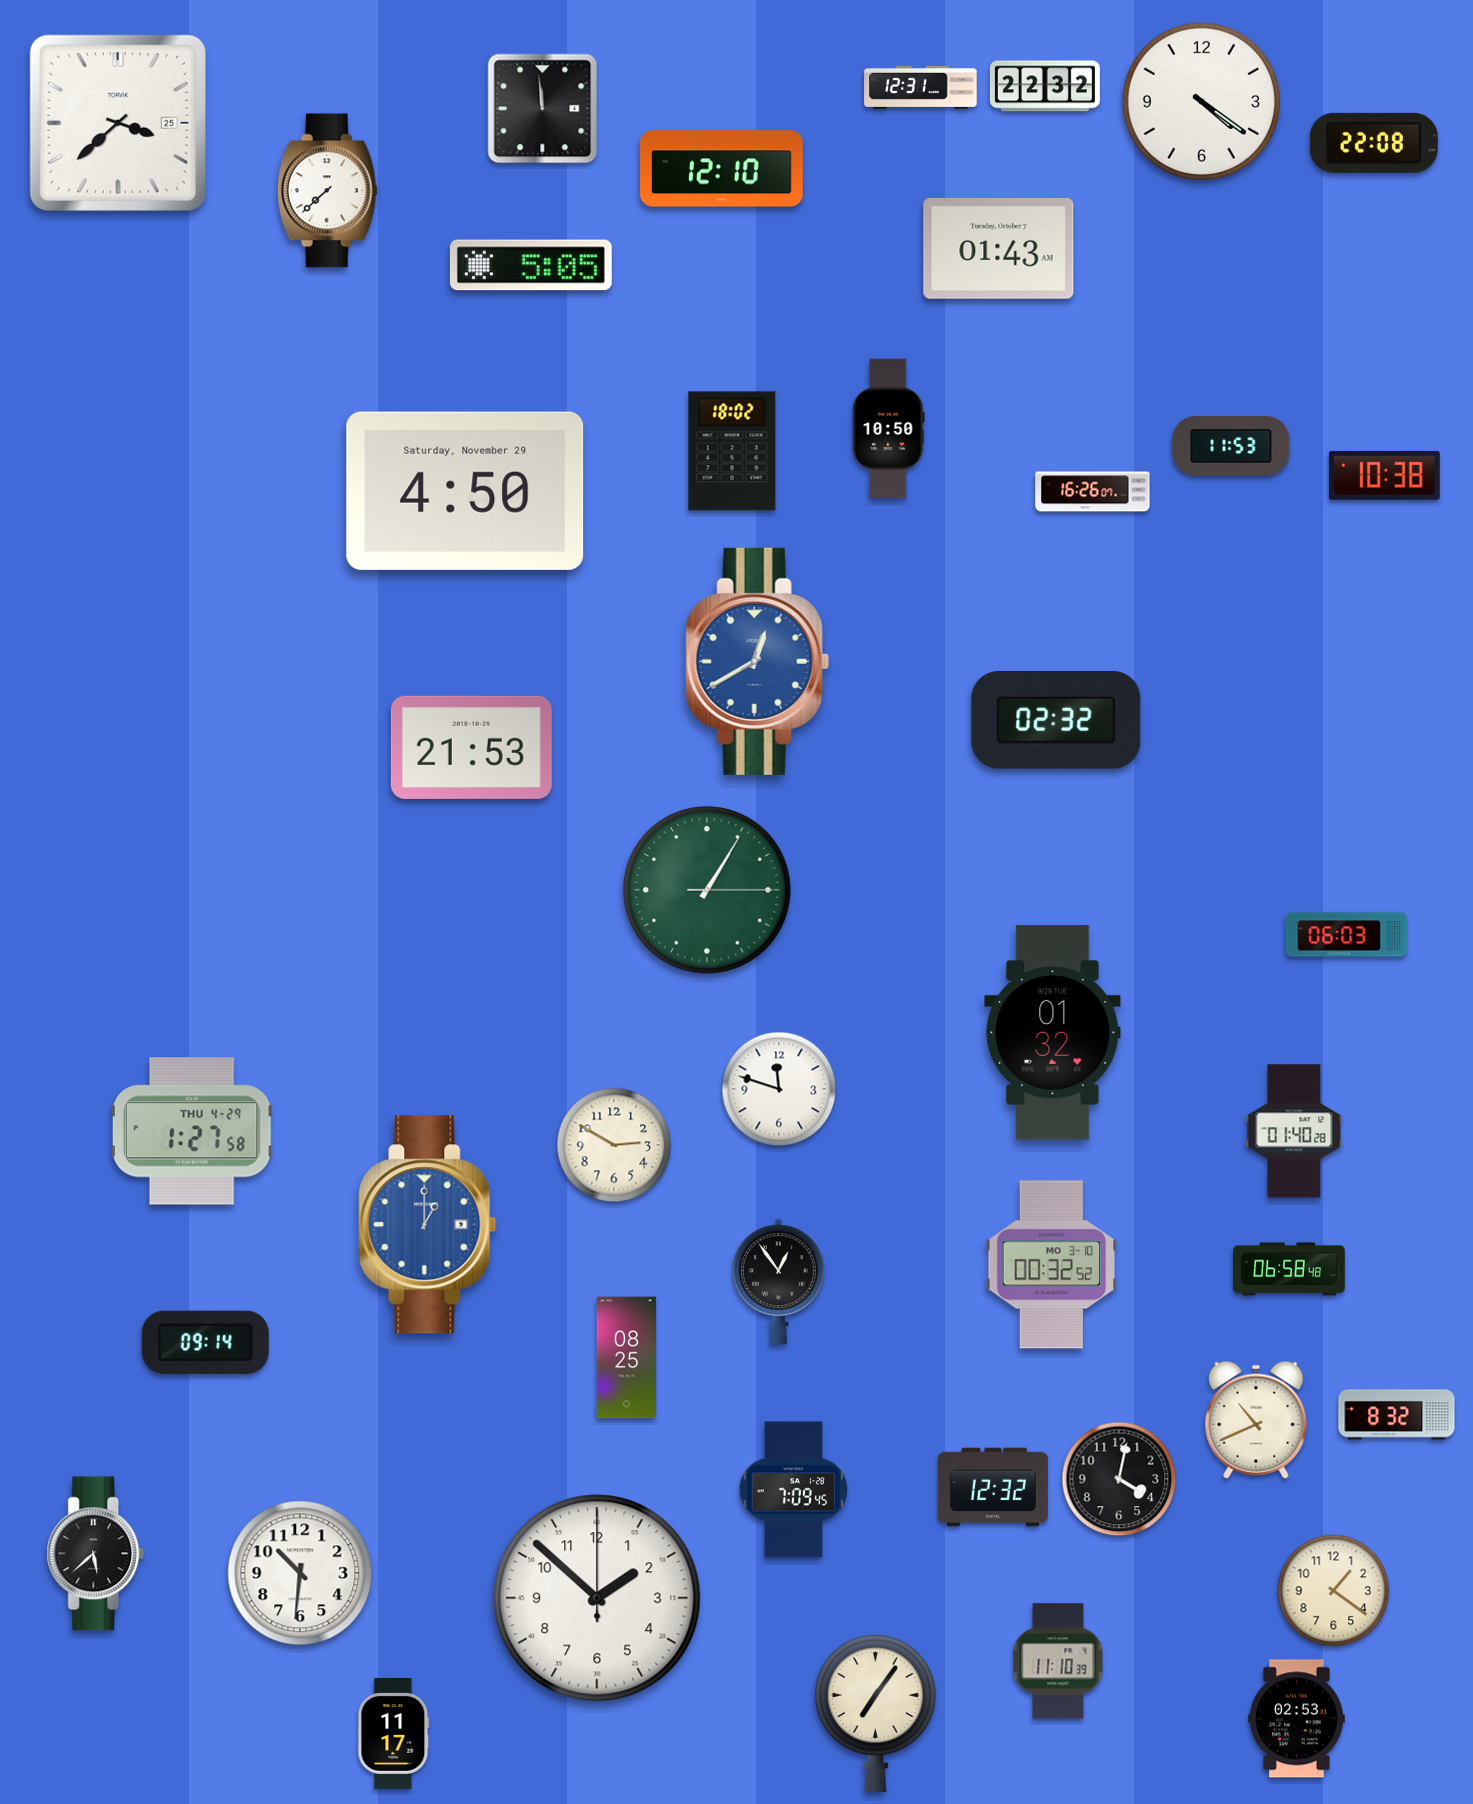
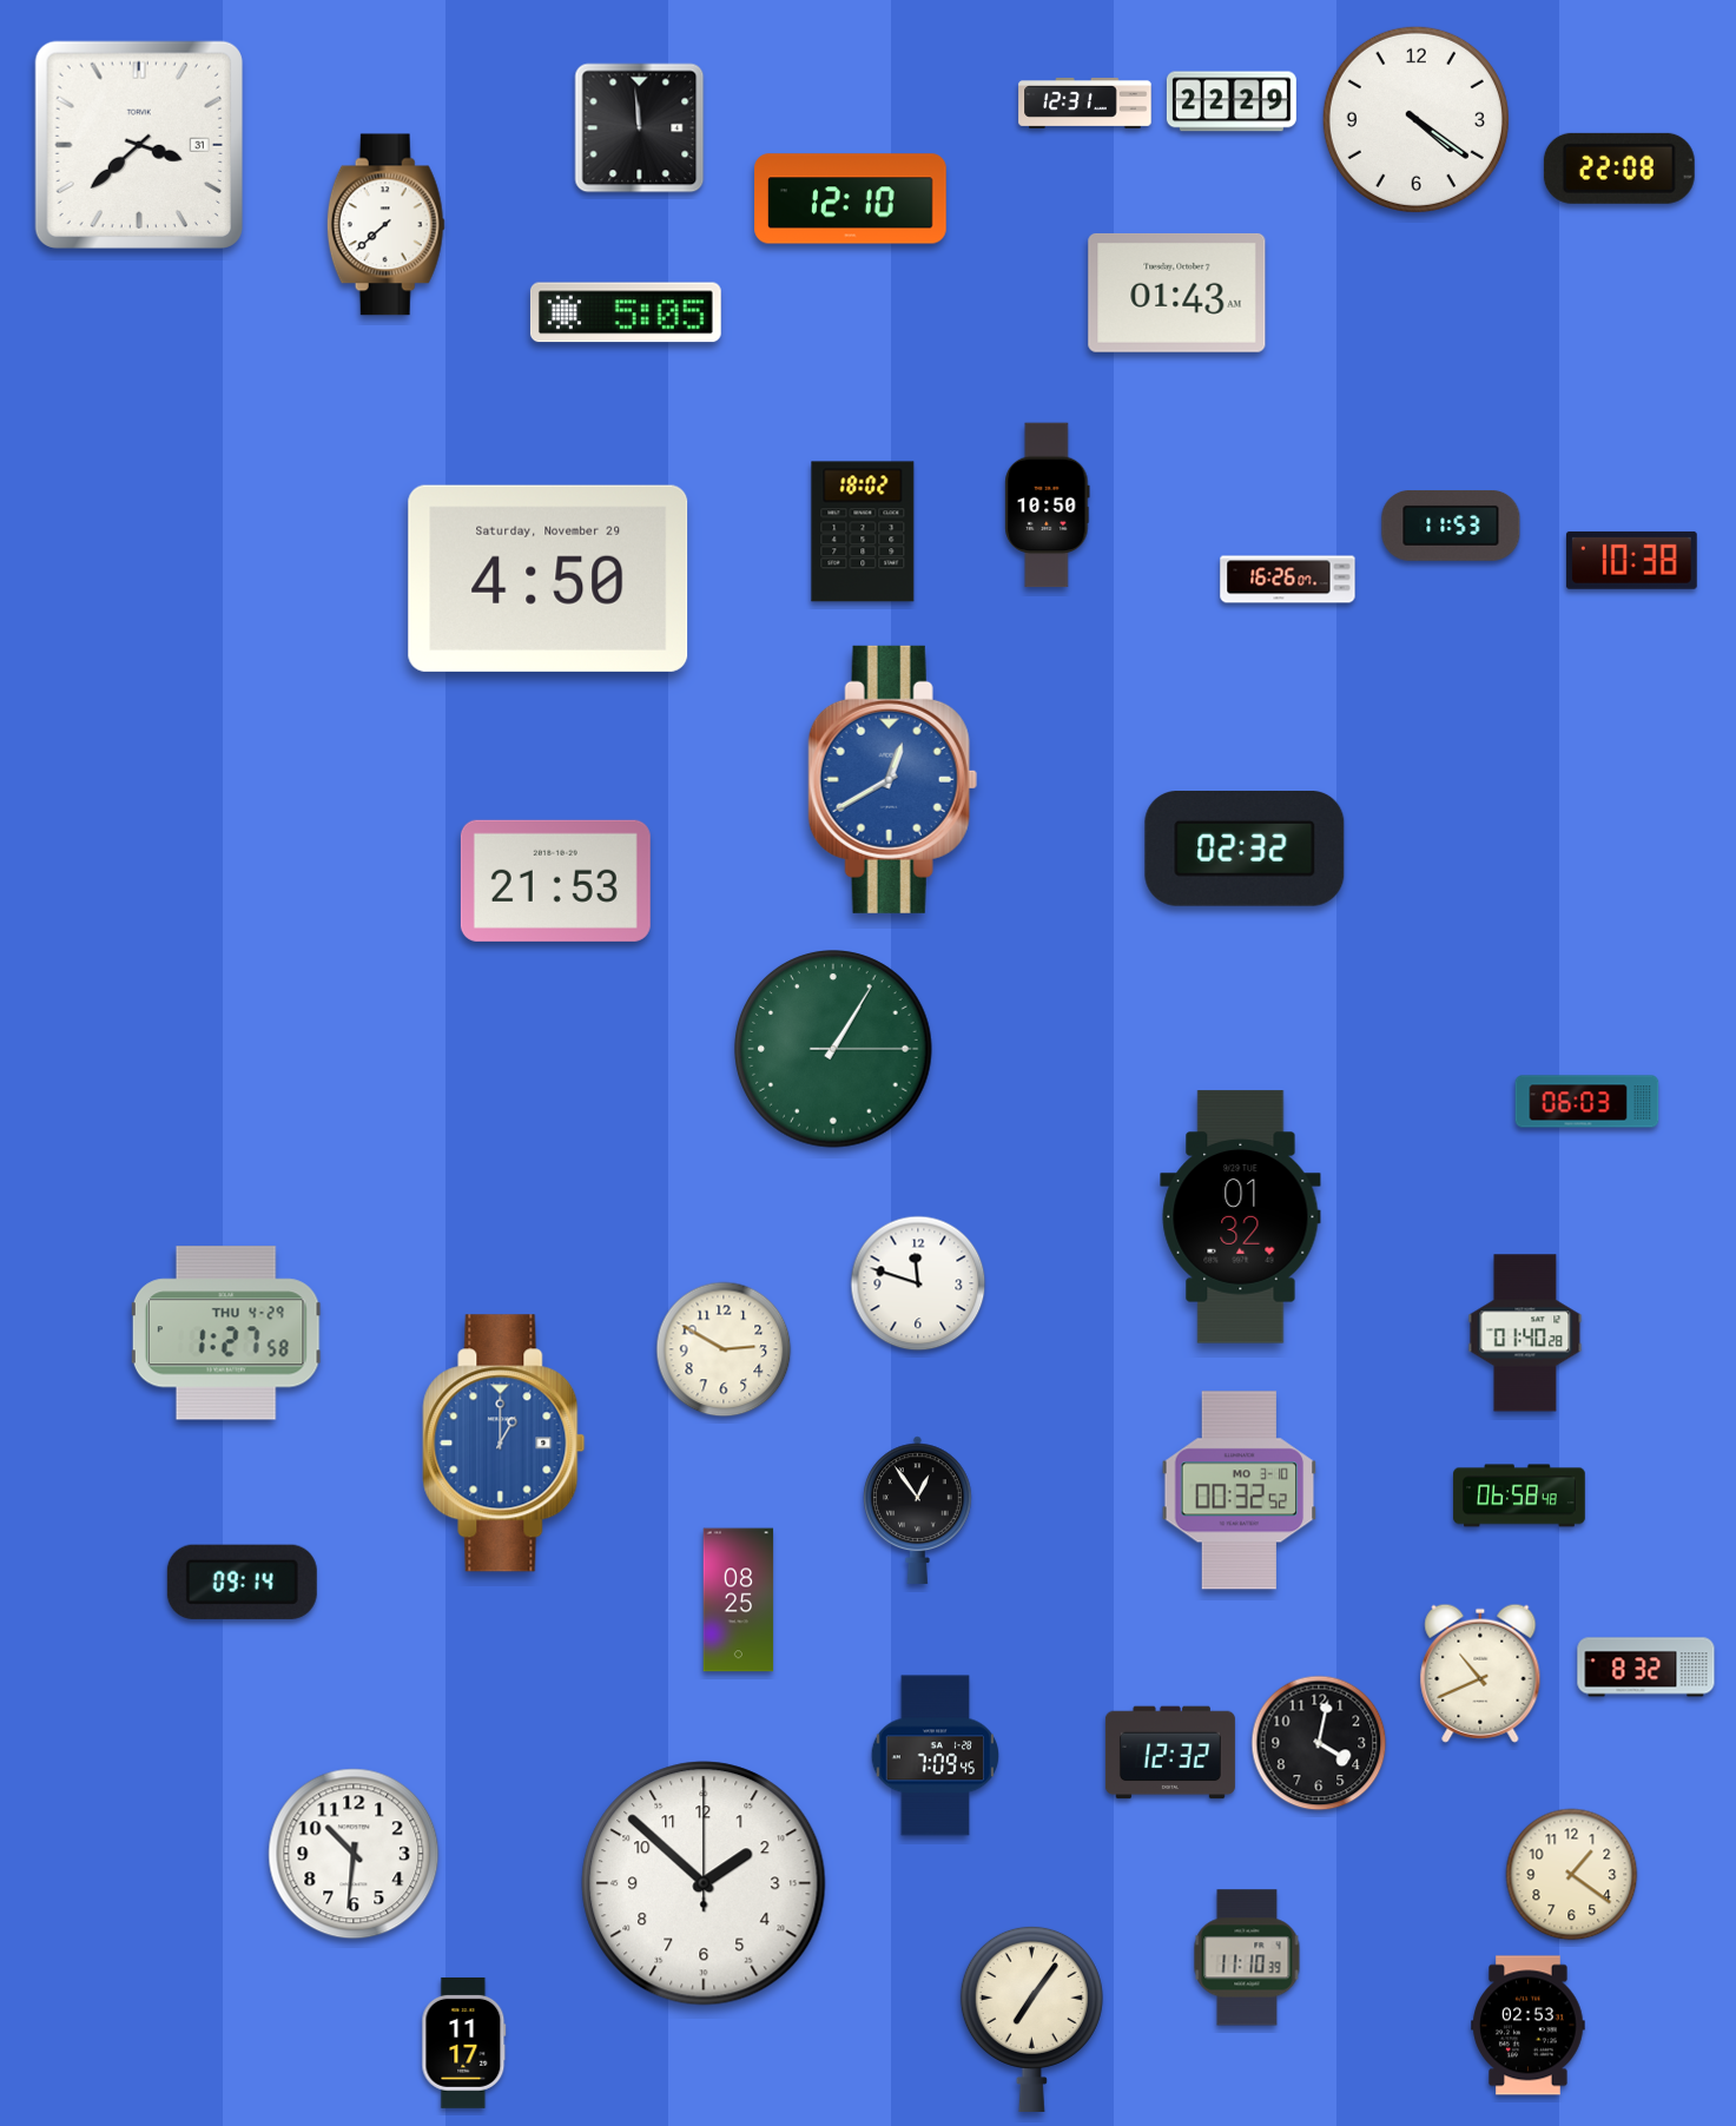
clock at (1045, 86): 22:32 -> 22:29
clock at (118, 123) date: 25 -> 31
clock at (96, 1554): 5:38 -> none
